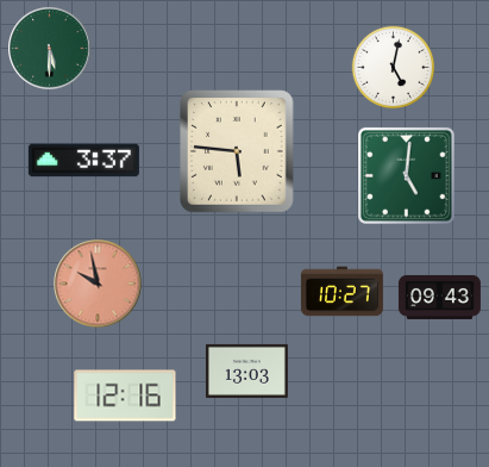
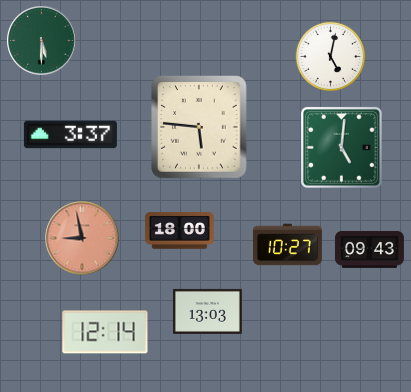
clock at (179, 231): none -> 18:00
clock at (98, 284): 9:58 -> 8:58
clock at (125, 396): 12:16 -> 12:14
